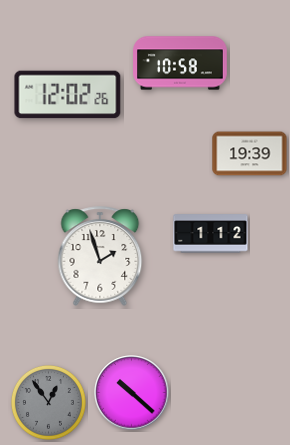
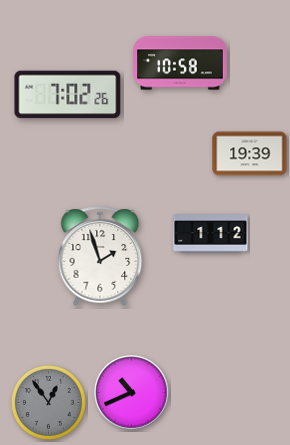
clock at (68, 95): 12:02 -> 7:02
clock at (132, 393): 10:22 -> 10:41
